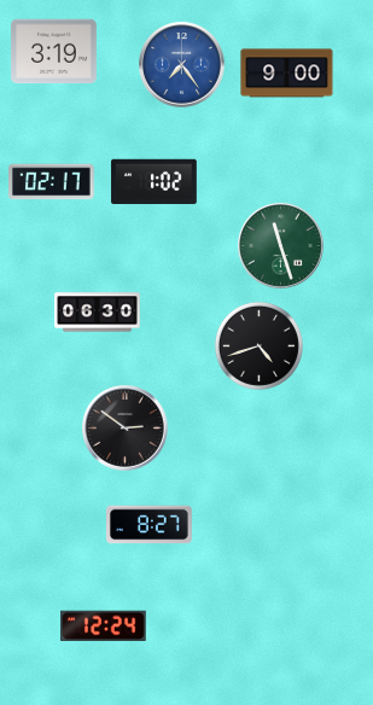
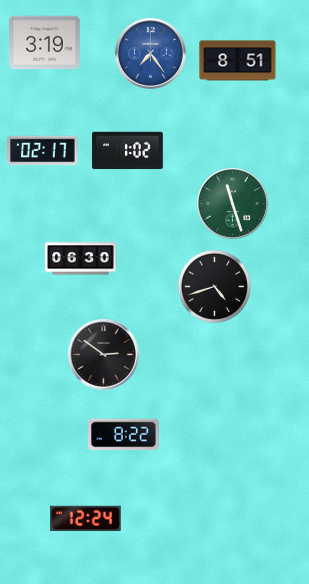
clock at (287, 74): 9:00 -> 8:51
clock at (150, 525): 8:27 -> 8:22
